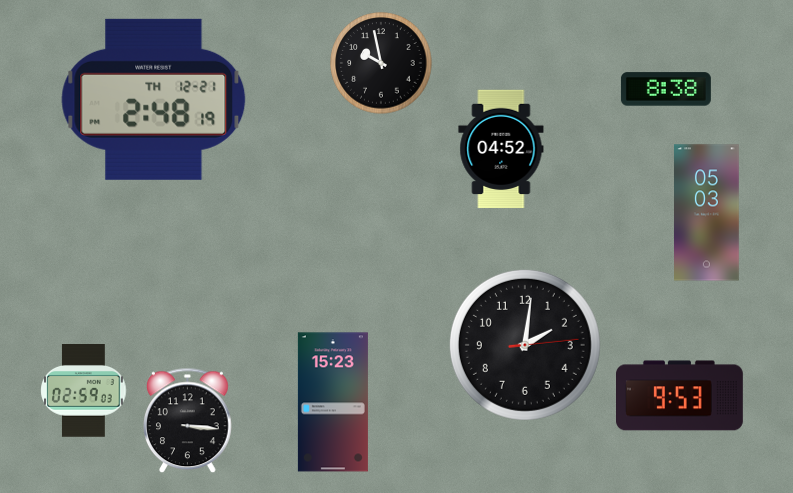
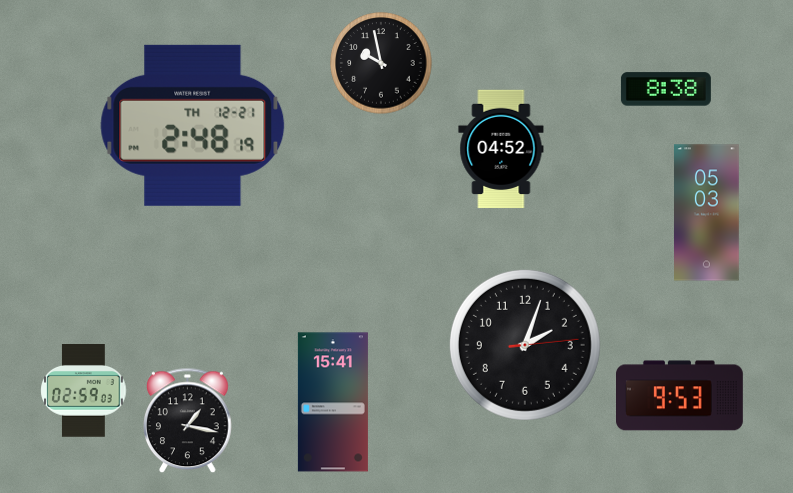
clock at (154, 99) position: (154, 99) -> (193, 125)
clock at (525, 345): 2:01 -> 2:03
clock at (333, 402): 15:23 -> 15:41
clock at (188, 421): 3:16 -> 1:17
